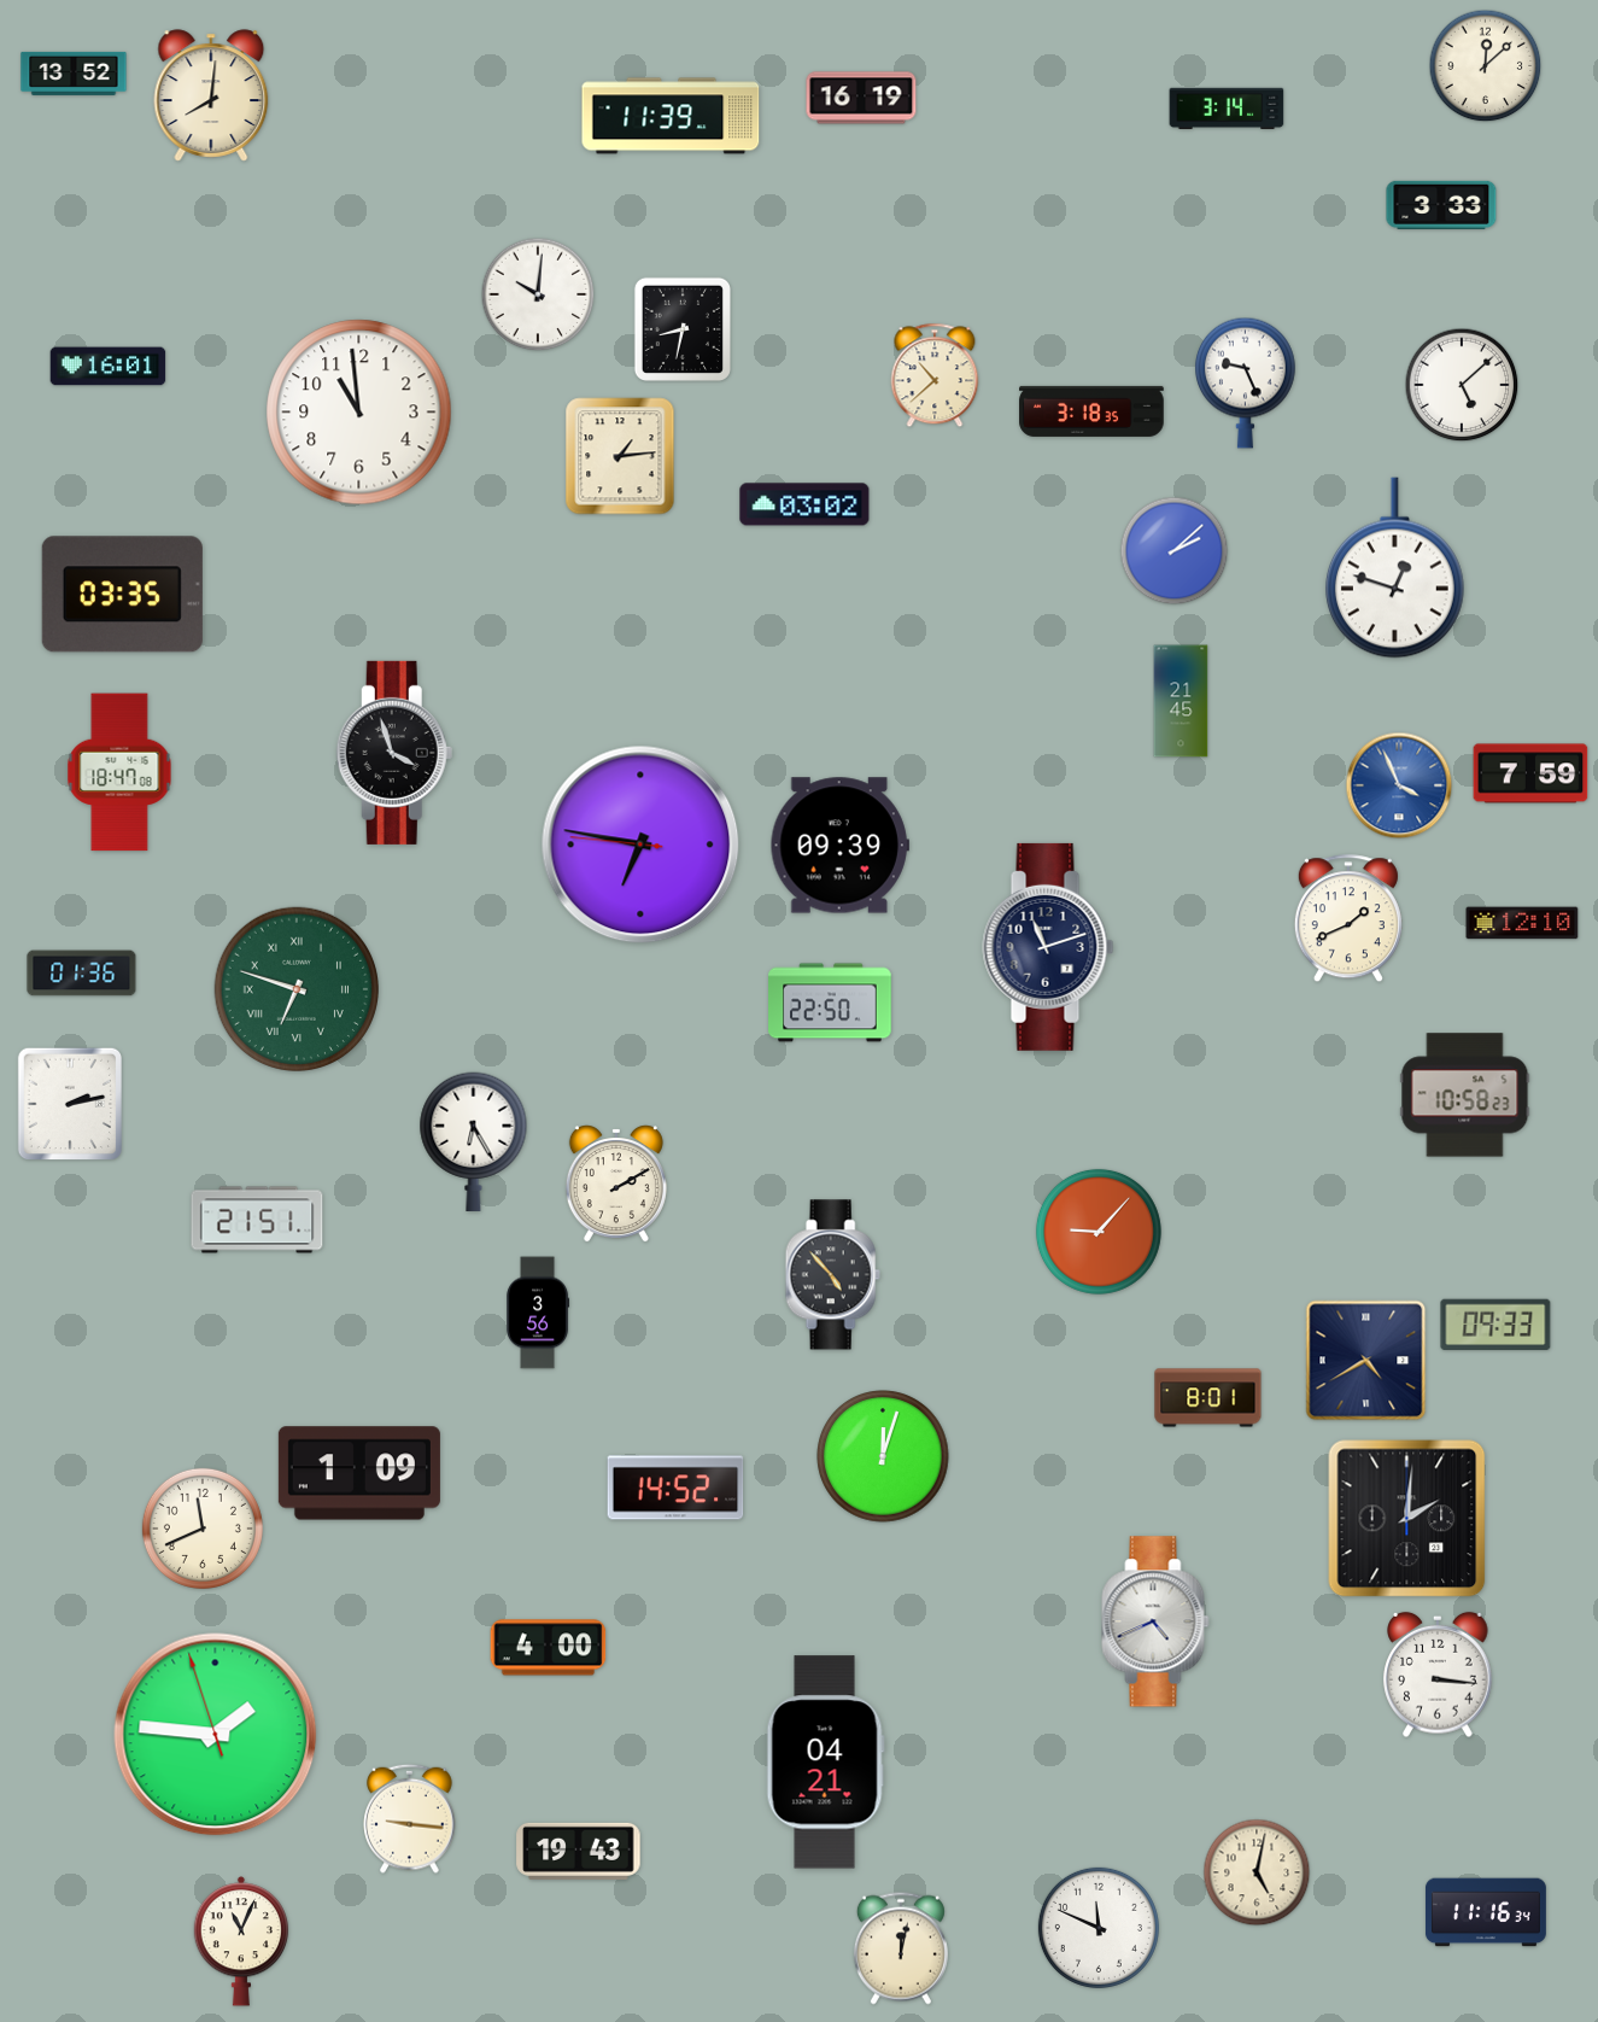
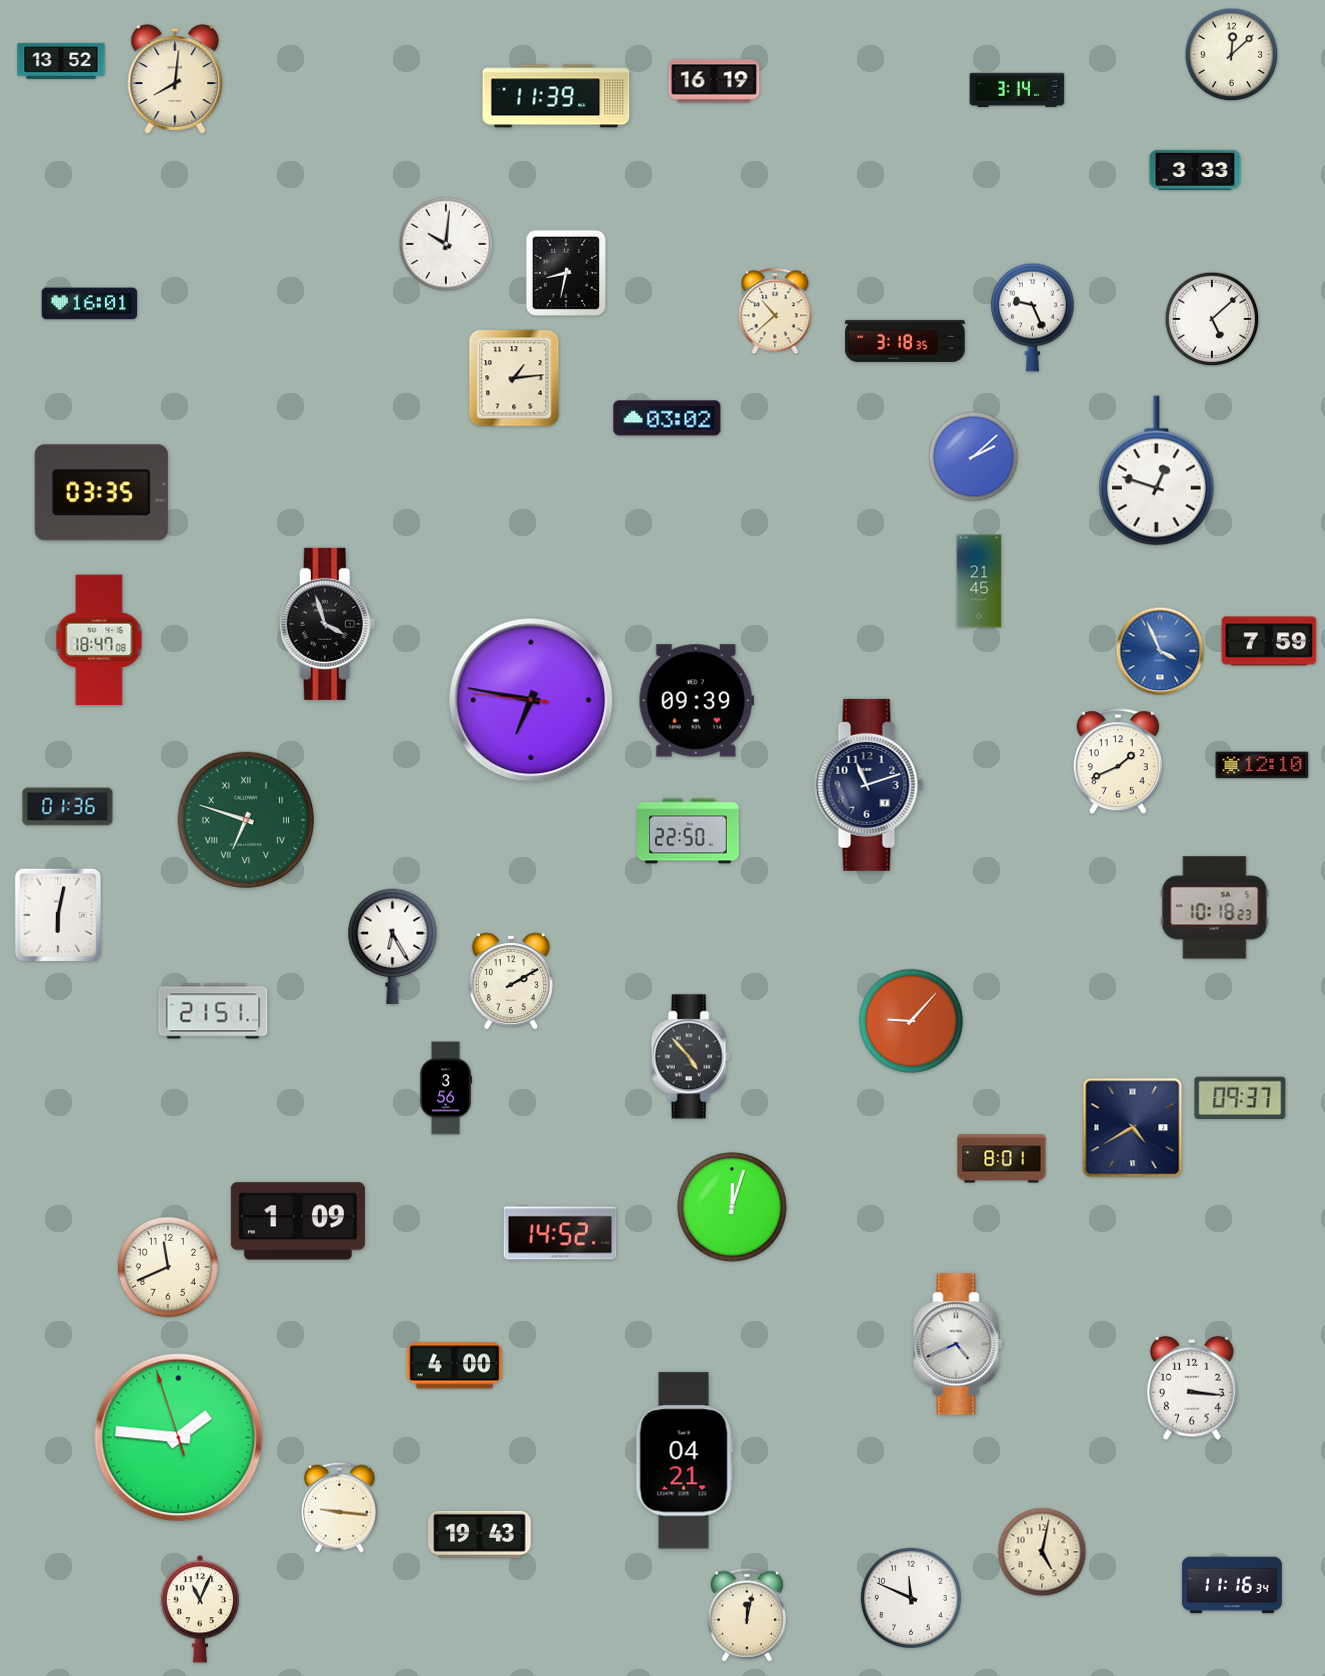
clock at (359, 413): 10:59 -> none
clock at (1465, 1095): 10:58 -> 10:18
clock at (69, 1103): 2:13 -> 6:02
clock at (1495, 1323): 09:33 -> 09:37
clock at (1407, 1519): 2:01 -> none
